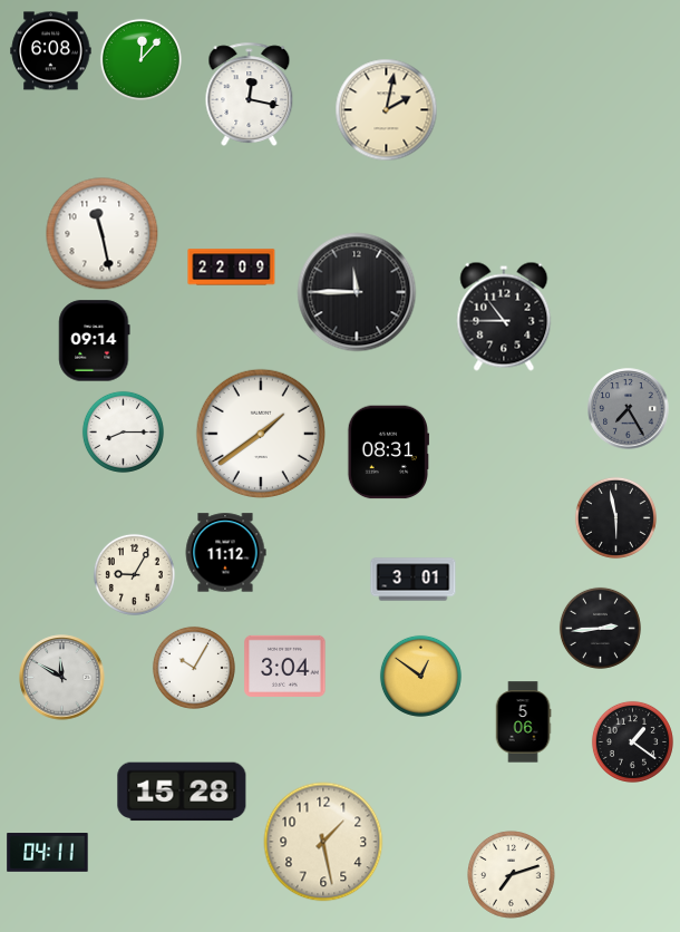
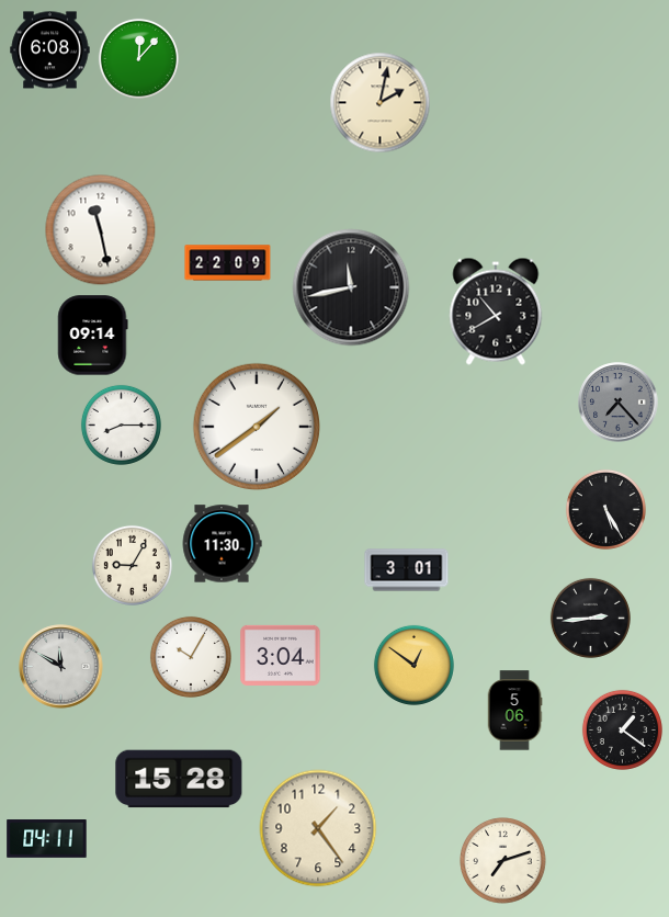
clock at (250, 94): 12:17 -> none
clock at (387, 110) position: (387, 110) -> (381, 103)
clock at (357, 292): 11:45 -> 11:43
clock at (504, 317): 10:45 -> 10:40
clock at (629, 409): 7:25 -> 7:23
clock at (388, 453): 08:31 -> none
clock at (615, 517): 5:58 -> 5:25
clock at (225, 553): 11:12 -> 11:30
clock at (323, 842): 1:28 -> 1:24
